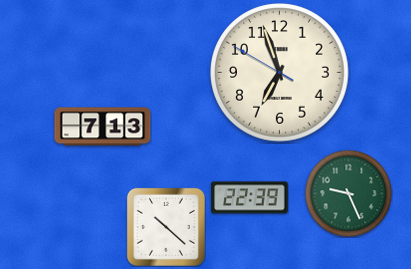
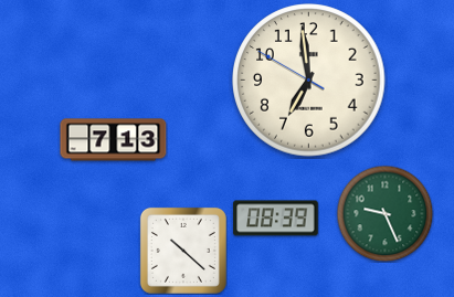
clock at (280, 73): 6:56 -> 6:58
clock at (250, 198): 22:39 -> 08:39
